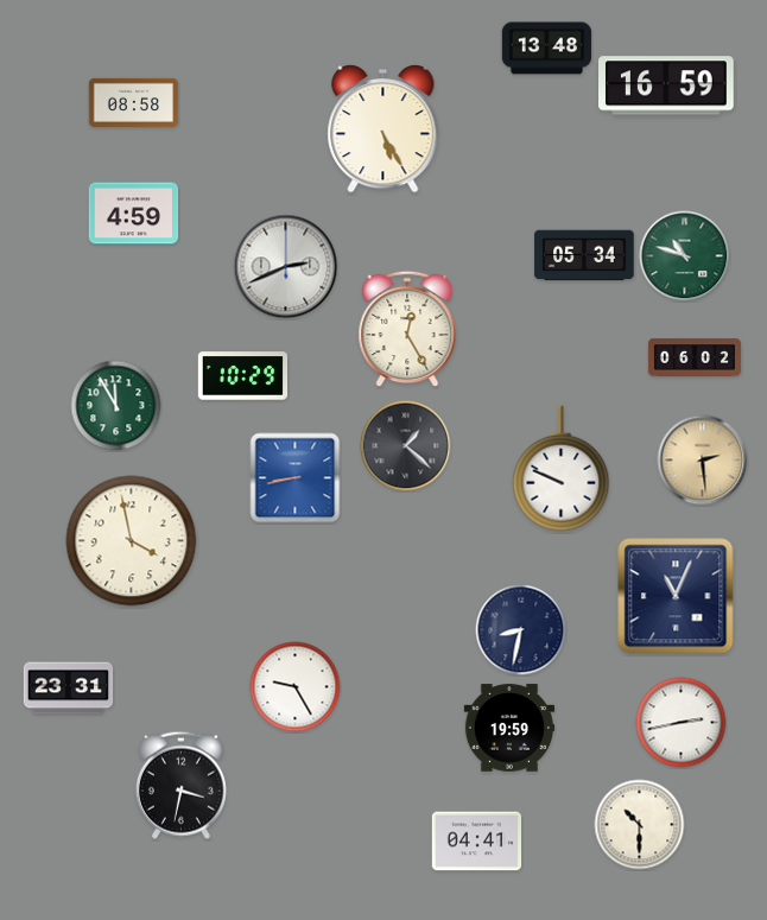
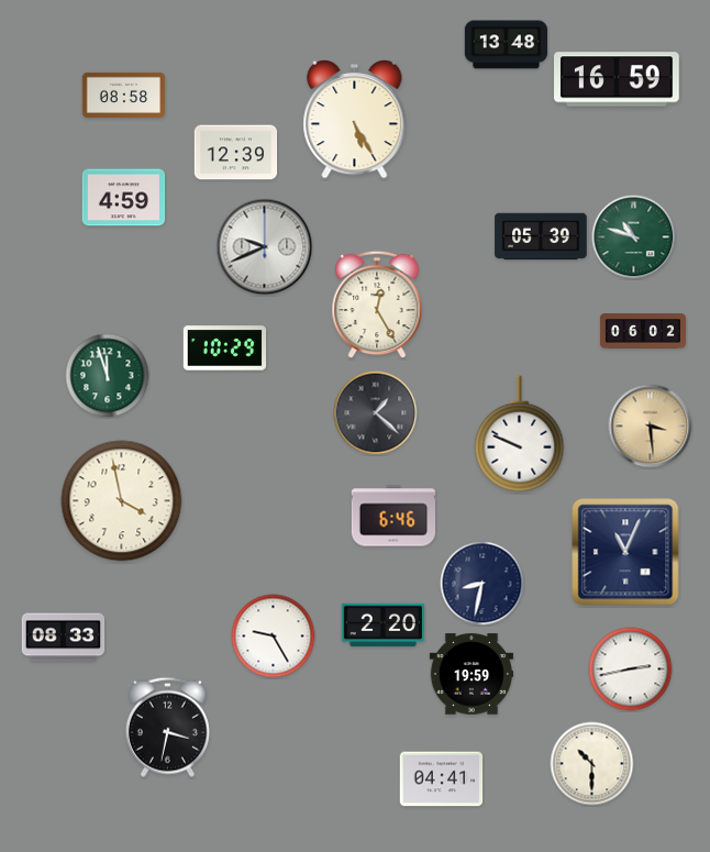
clock at (236, 153): none -> 12:39
clock at (584, 255): 05:34 -> 05:39
clock at (286, 267): 2:41 -> 9:41
clock at (116, 406): 11:55 -> 11:57
clock at (703, 461): 2:29 -> 3:29
clock at (296, 478): 8:43 -> none
clock at (392, 516): none -> 6:46
clock at (384, 626): none -> 2:20
clock at (69, 689): 23:31 -> 08:33
